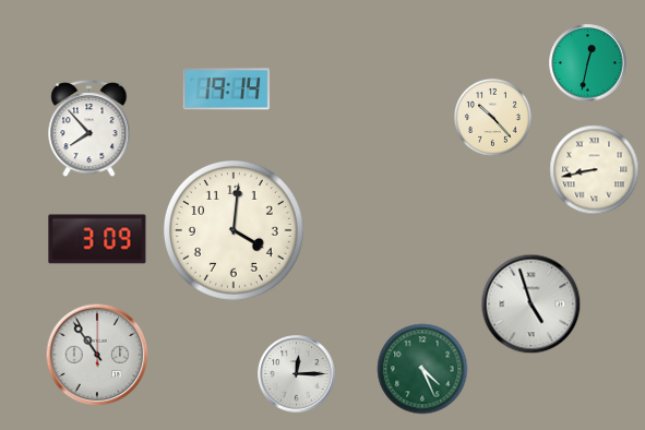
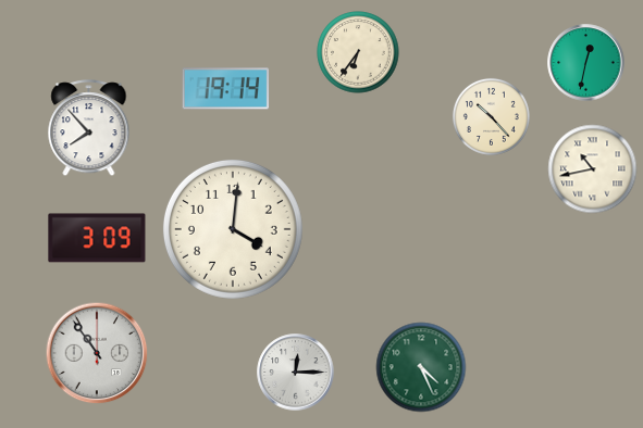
clock at (358, 52): none -> 6:36
clock at (595, 170): 8:43 -> 10:43
clock at (531, 304): 4:57 -> none
